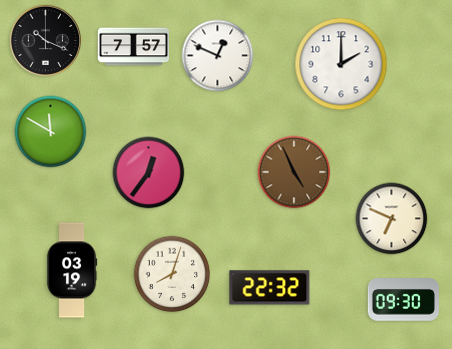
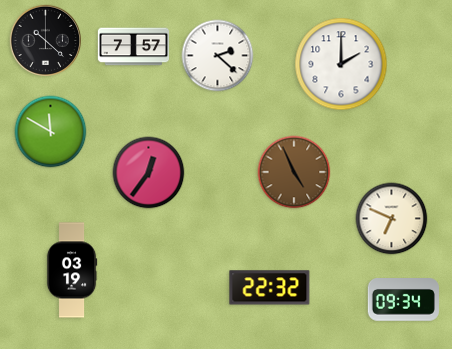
clock at (45, 40): 10:19 -> 10:22
clock at (218, 56): 12:49 -> 2:22
clock at (172, 274): 8:03 -> none
clock at (403, 300): 09:30 -> 09:34
